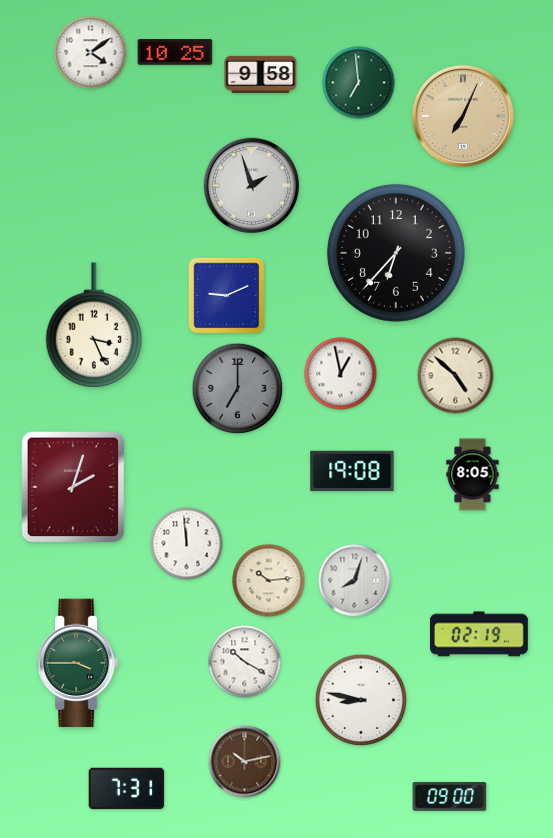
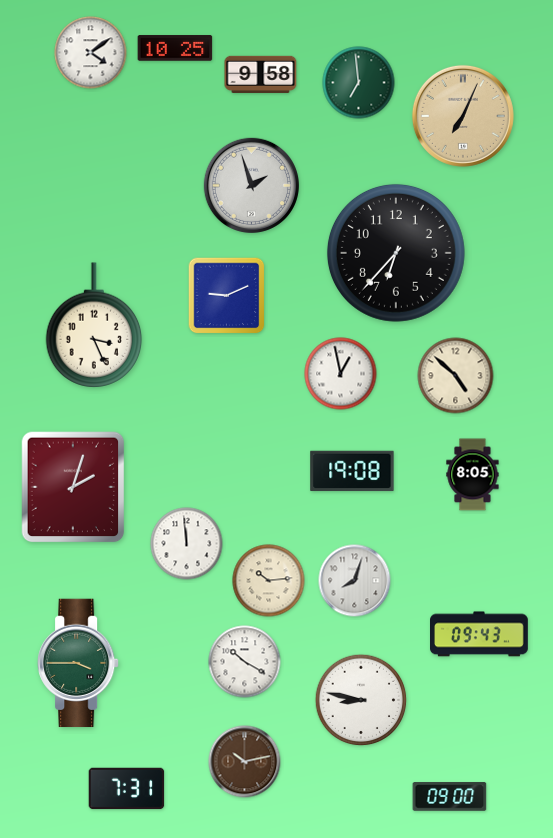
clock at (175, 52) position: (175, 52) -> (175, 48)
clock at (238, 389): 7:00 -> none
clock at (480, 634): 02:19 -> 09:43
